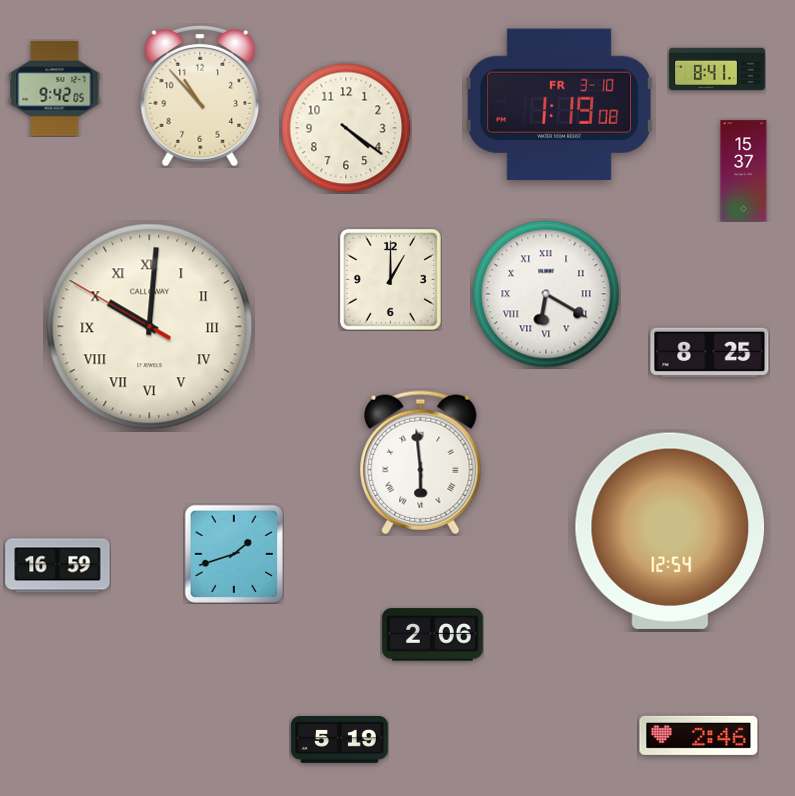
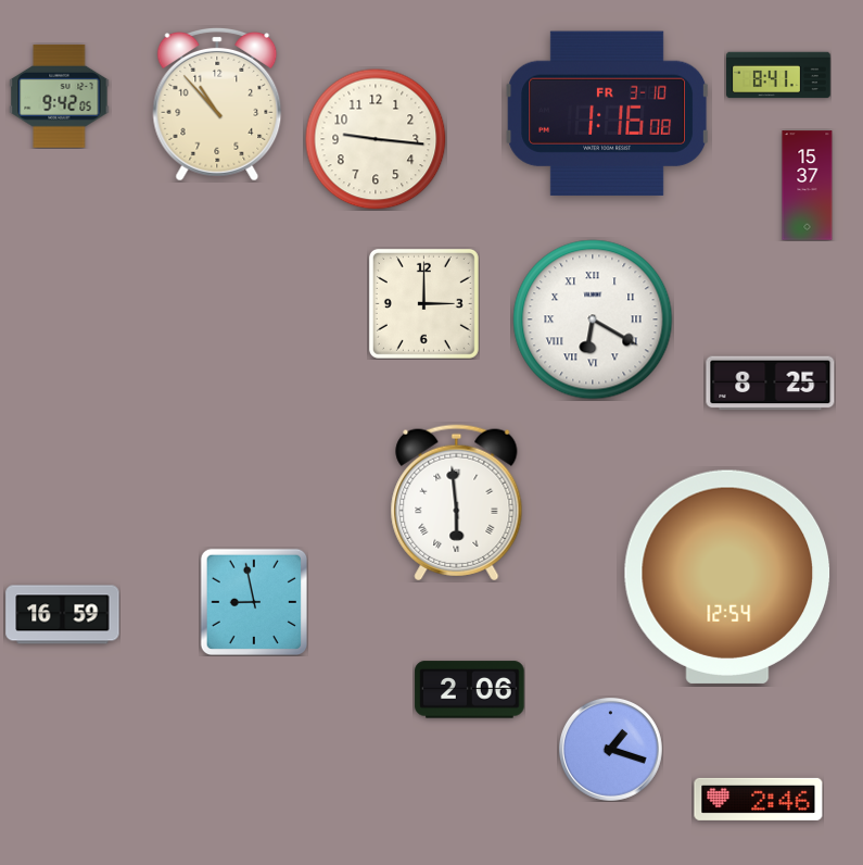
clock at (560, 104): 1:19 -> 1:16
clock at (346, 128): 4:21 -> 9:16
clock at (390, 279): 1:00 -> 3:00
clock at (150, 327): 10:00 -> none
clock at (233, 553): 1:42 -> 8:58
clock at (610, 749): none -> 1:18
clock at (340, 740): 5:19 -> none
